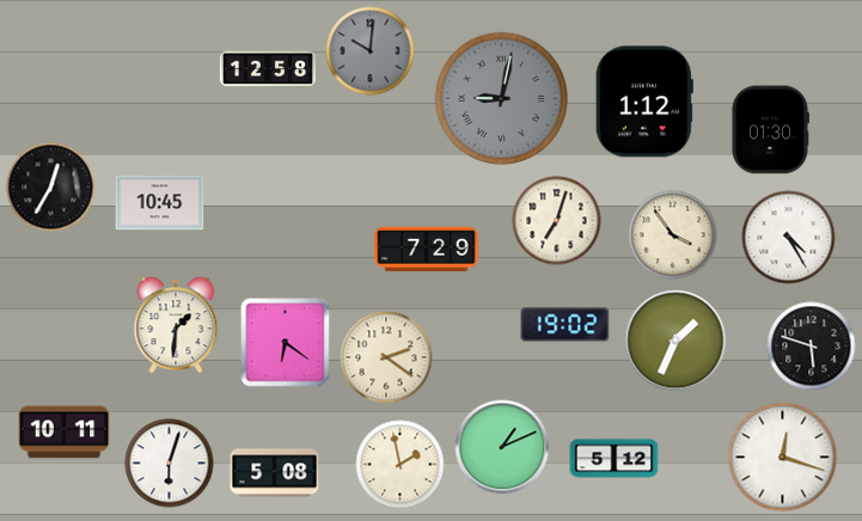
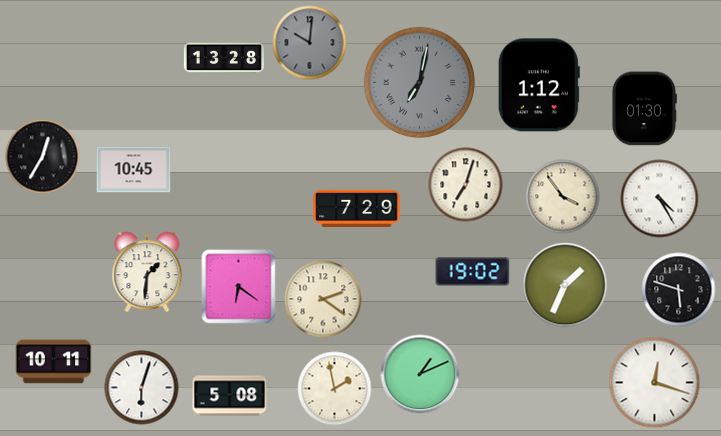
clock at (268, 69): 12:58 -> 13:28
clock at (502, 99): 9:02 -> 7:02
clock at (615, 459): 5:12 -> none
